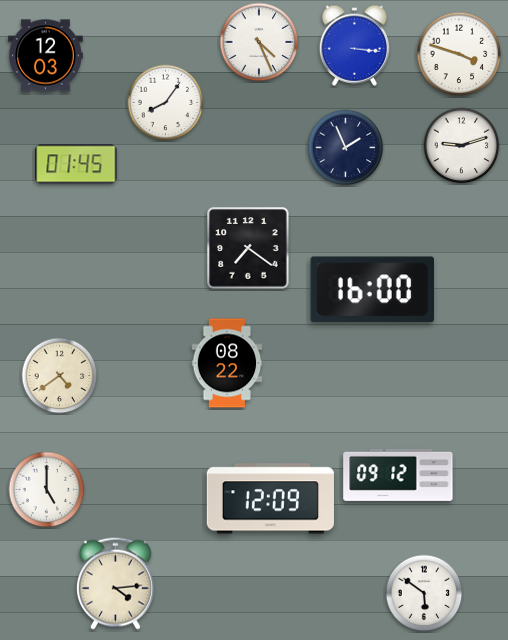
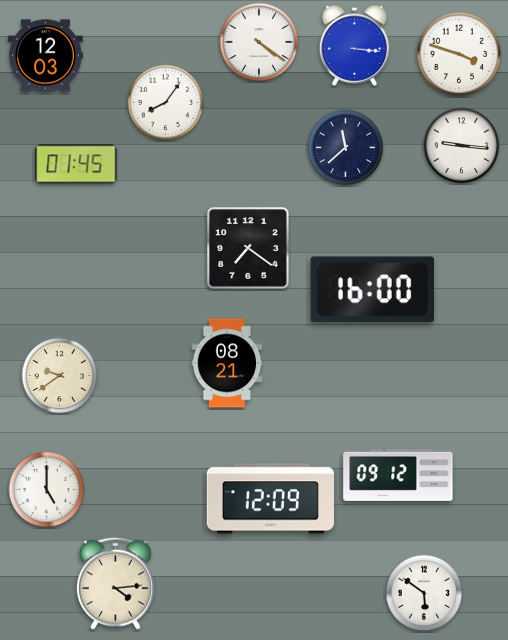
clock at (259, 42): 4:26 -> 4:21
clock at (462, 146): 9:12 -> 9:16
clock at (346, 148): 1:56 -> 11:38
clock at (227, 363): 08:22 -> 08:21
clock at (60, 376): 4:39 -> 9:39
